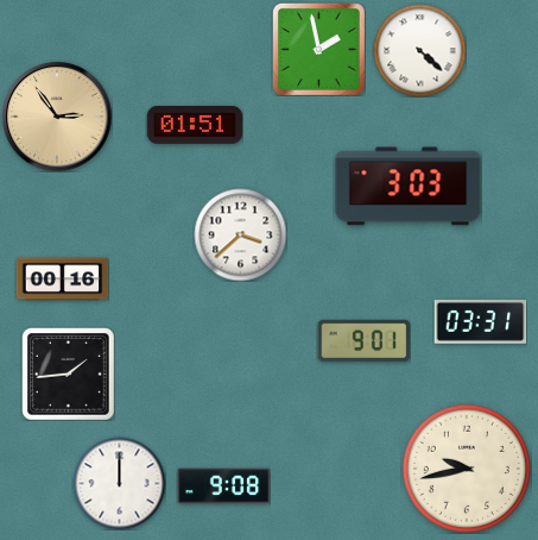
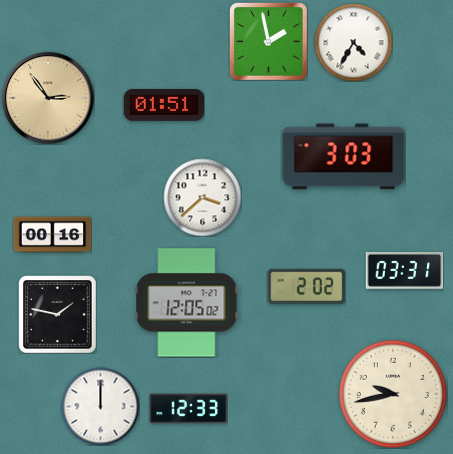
clock at (419, 50): 4:22 -> 4:35
clock at (363, 340): 9:01 -> 2:02
clock at (187, 303): none -> 12:05
clock at (68, 373): 1:44 -> 1:47
clock at (223, 486): 9:08 -> 12:33
